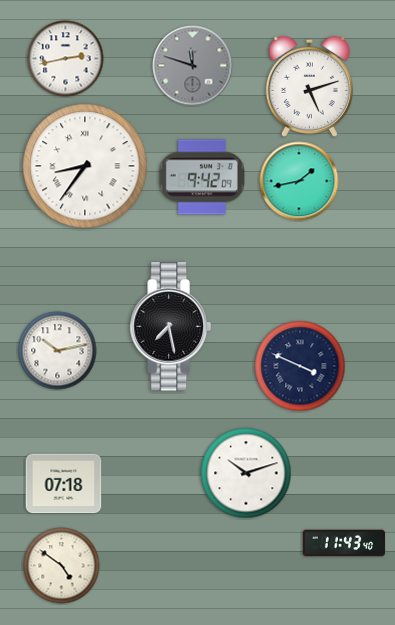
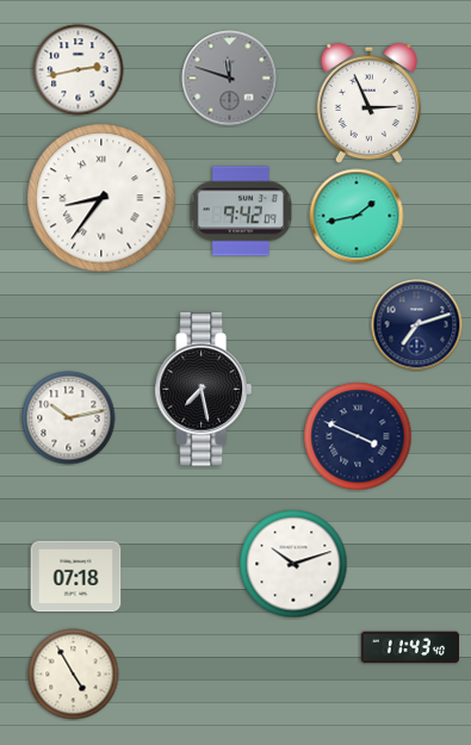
clock at (309, 86): 5:12 -> 2:56
clock at (417, 325): none -> 7:12
clock at (62, 566): 4:51 -> 4:55
